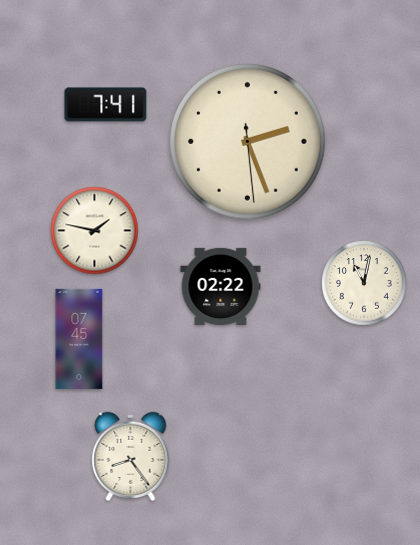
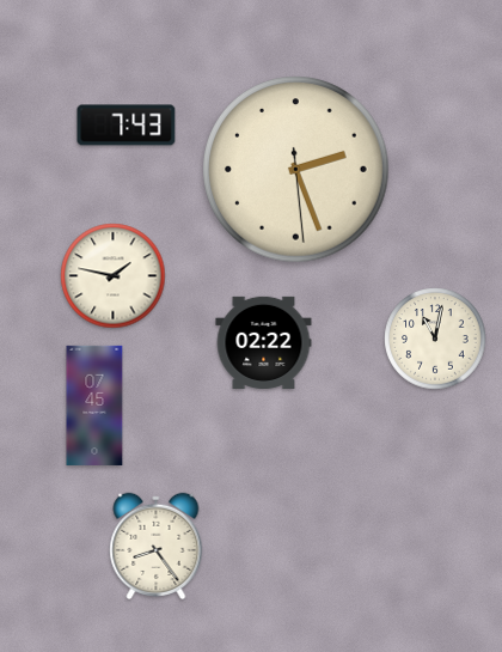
clock at (106, 105): 7:41 -> 7:43
